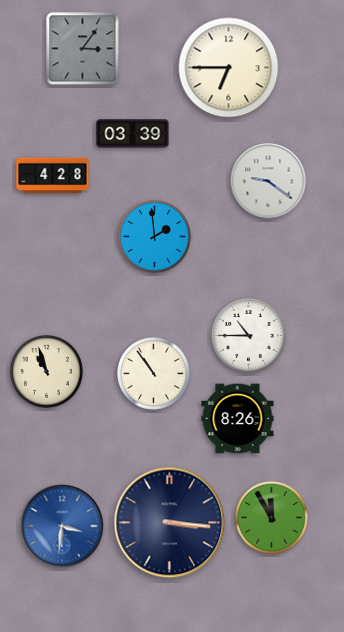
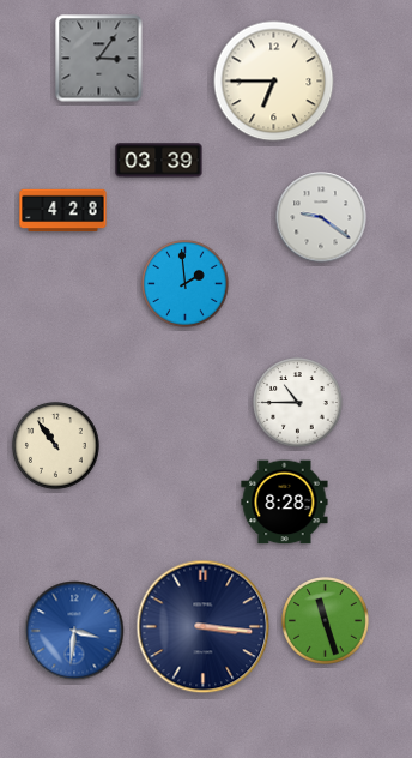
clock at (47, 372): 10:57 -> 10:54
clock at (154, 374): 10:54 -> none
clock at (238, 419): 8:26 -> 8:28
clock at (272, 518): 11:55 -> 11:27
